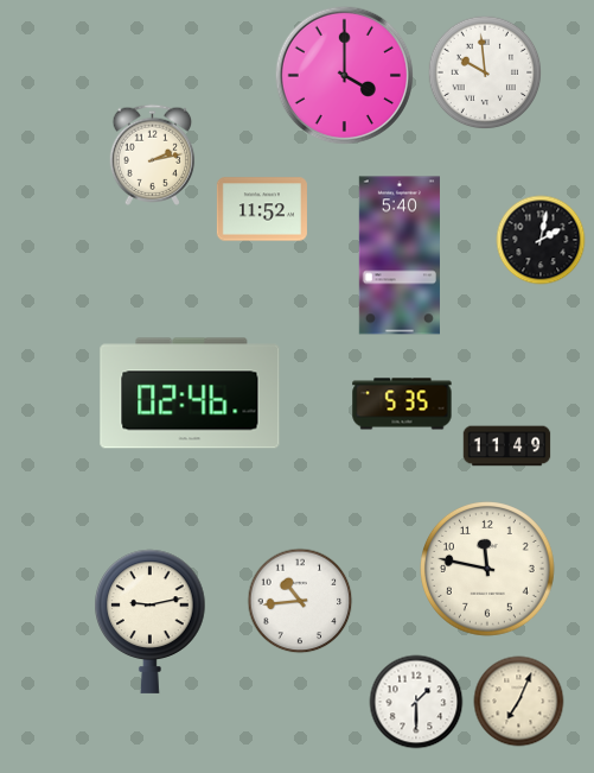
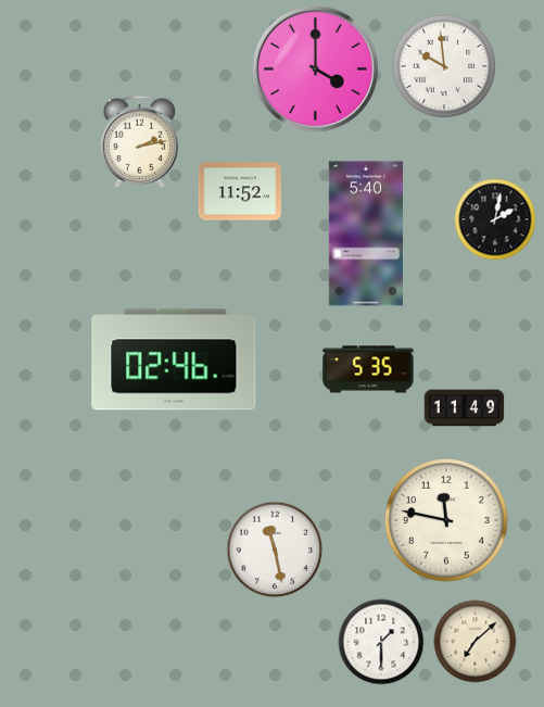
clock at (300, 601): 10:44 -> 11:28
clock at (151, 621): 9:13 -> none
clock at (519, 702): 7:04 -> 7:08
